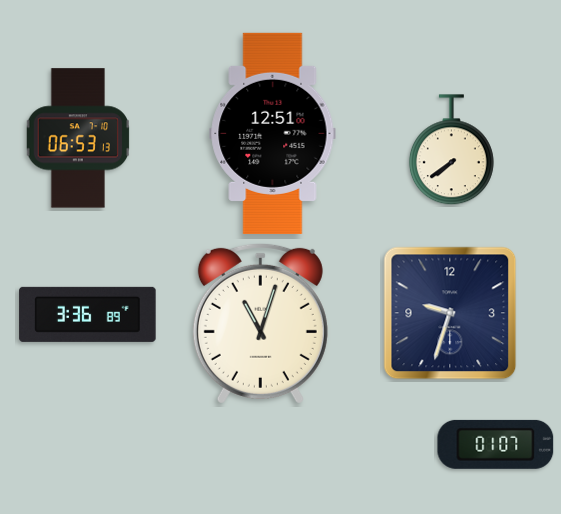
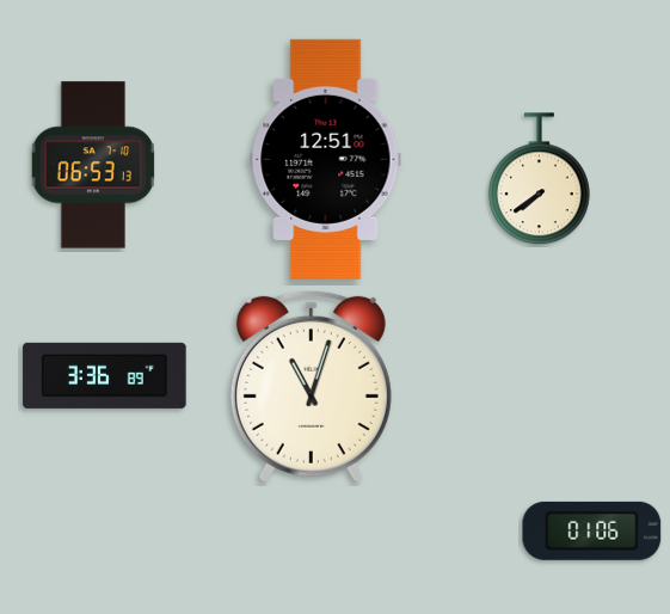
clock at (450, 313): 9:33 -> none
clock at (496, 444): 01:07 -> 01:06
